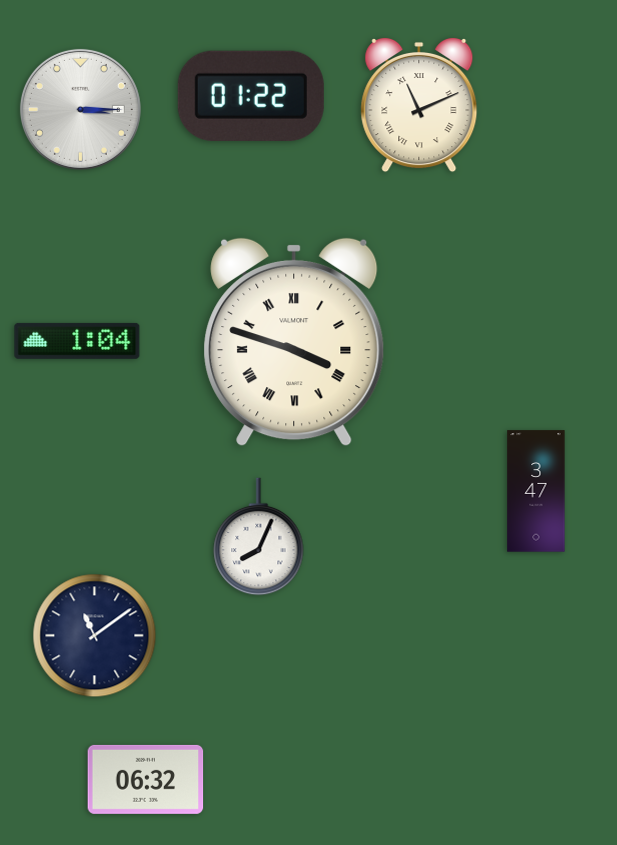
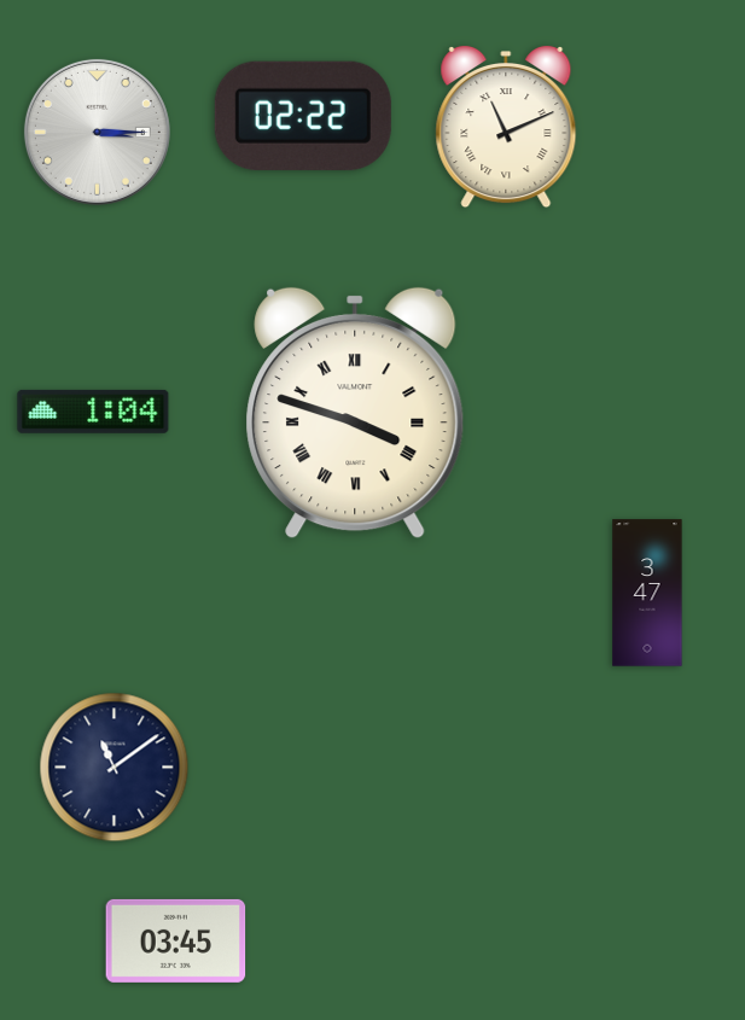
clock at (251, 96): 01:22 -> 02:22
clock at (259, 537): 8:04 -> none
clock at (146, 779): 06:32 -> 03:45
